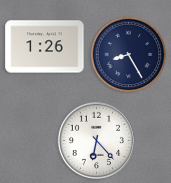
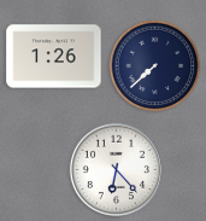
clock at (129, 55): 8:25 -> 7:38
